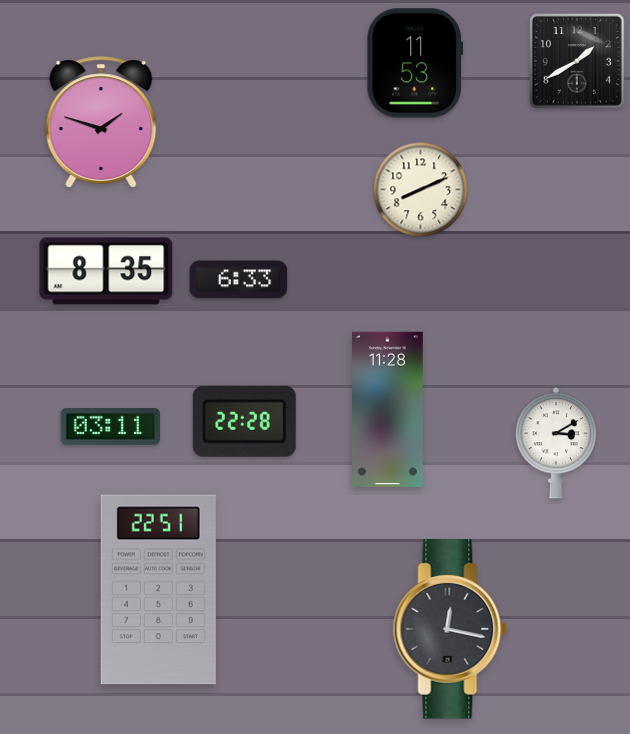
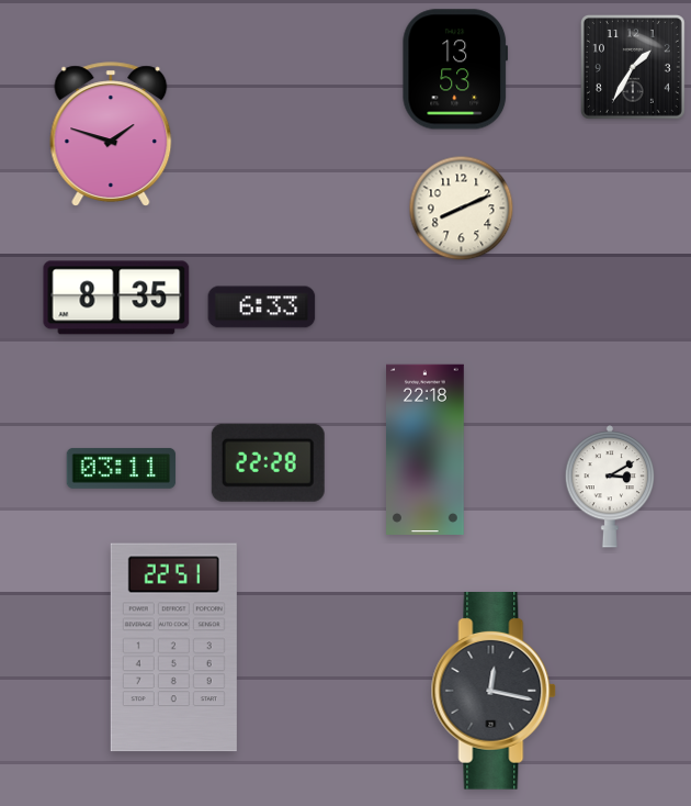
clock at (577, 61): 1:40 -> 1:35
clock at (415, 63): 11:53 -> 13:53
clock at (388, 409): 11:28 -> 22:18
